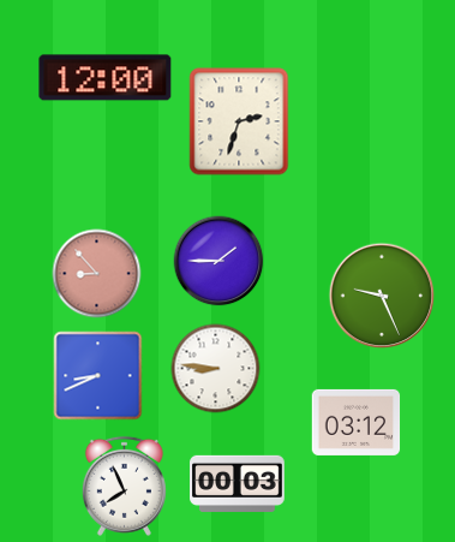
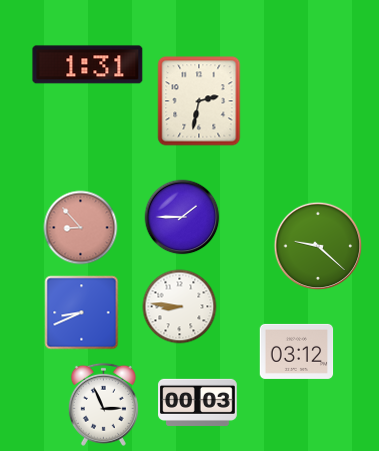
clock at (106, 78): 12:00 -> 1:31
clock at (239, 121): 2:33 -> 2:32
clock at (382, 296): 9:26 -> 9:22
clock at (124, 486): 7:56 -> 2:56
